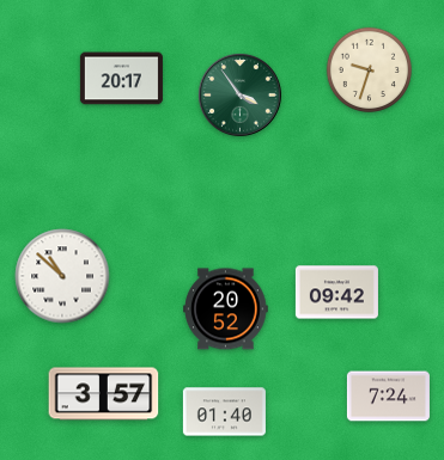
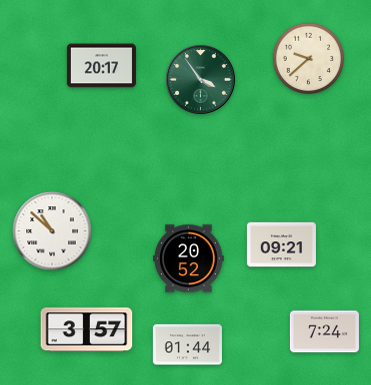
clock at (369, 69): 9:33 -> 9:38
clock at (336, 293): 09:42 -> 09:21
clock at (224, 412): 01:40 -> 01:44
